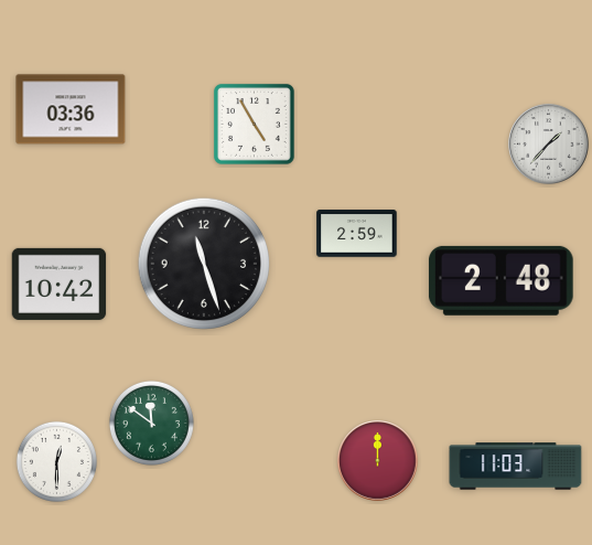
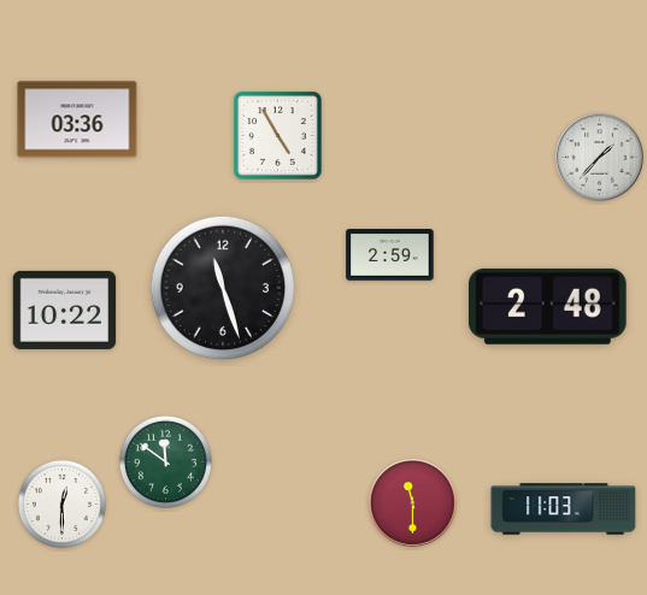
clock at (60, 284): 10:42 -> 10:22
clock at (378, 461): 12:00 -> 11:30
